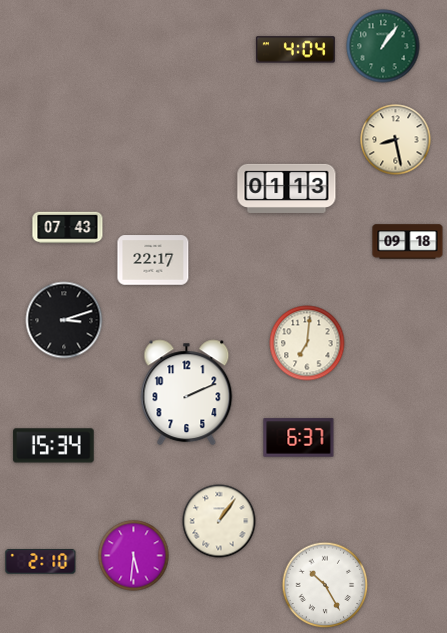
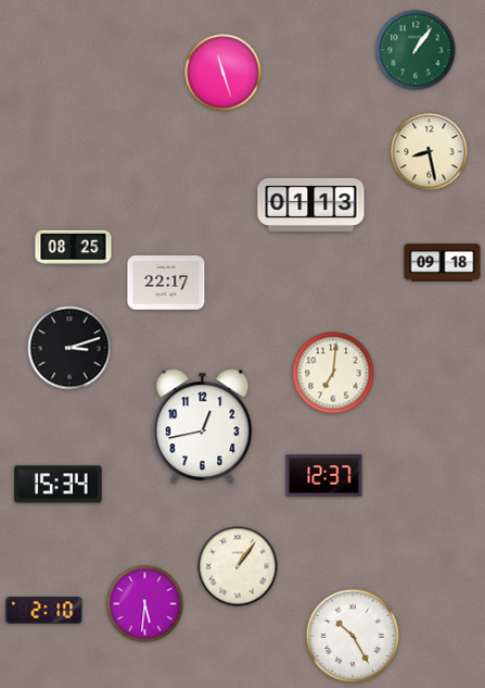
clock at (295, 50): 4:04 -> none
clock at (224, 73): none -> 11:27
clock at (68, 228): 07:43 -> 08:25
clock at (187, 393): 2:11 -> 12:43
clock at (299, 438): 6:37 -> 12:37
